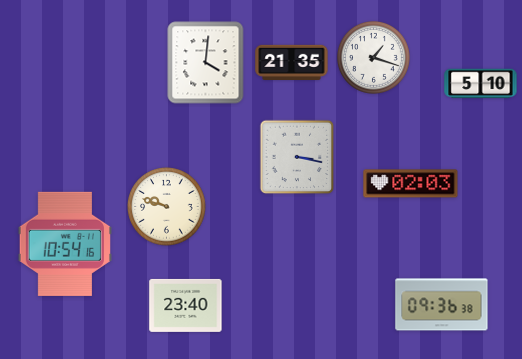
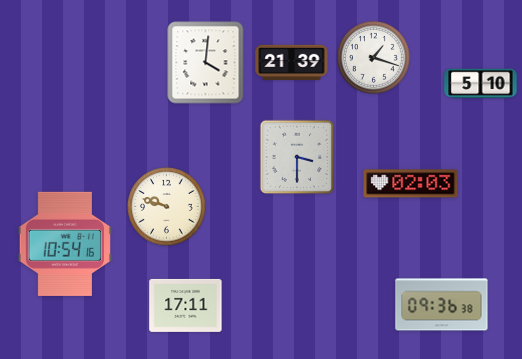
clock at (292, 62): 21:35 -> 21:39
clock at (297, 157): 3:17 -> 3:30
clock at (186, 305): 23:40 -> 17:11
